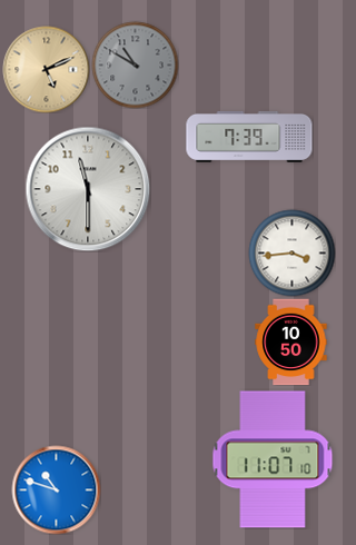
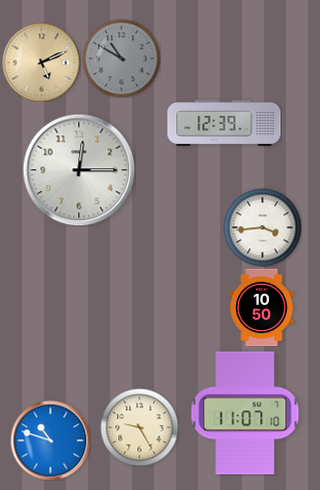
clock at (249, 137): 7:39 -> 12:39
clock at (88, 189): 11:30 -> 12:15
clock at (139, 427): none -> 9:25
